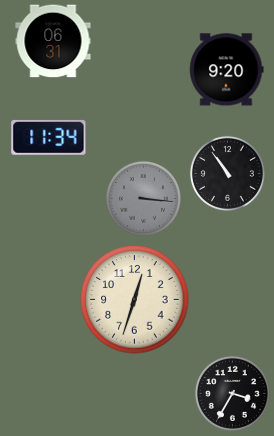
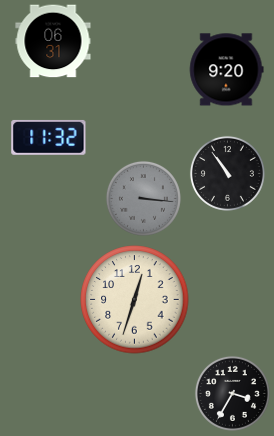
clock at (49, 137): 11:34 -> 11:32
